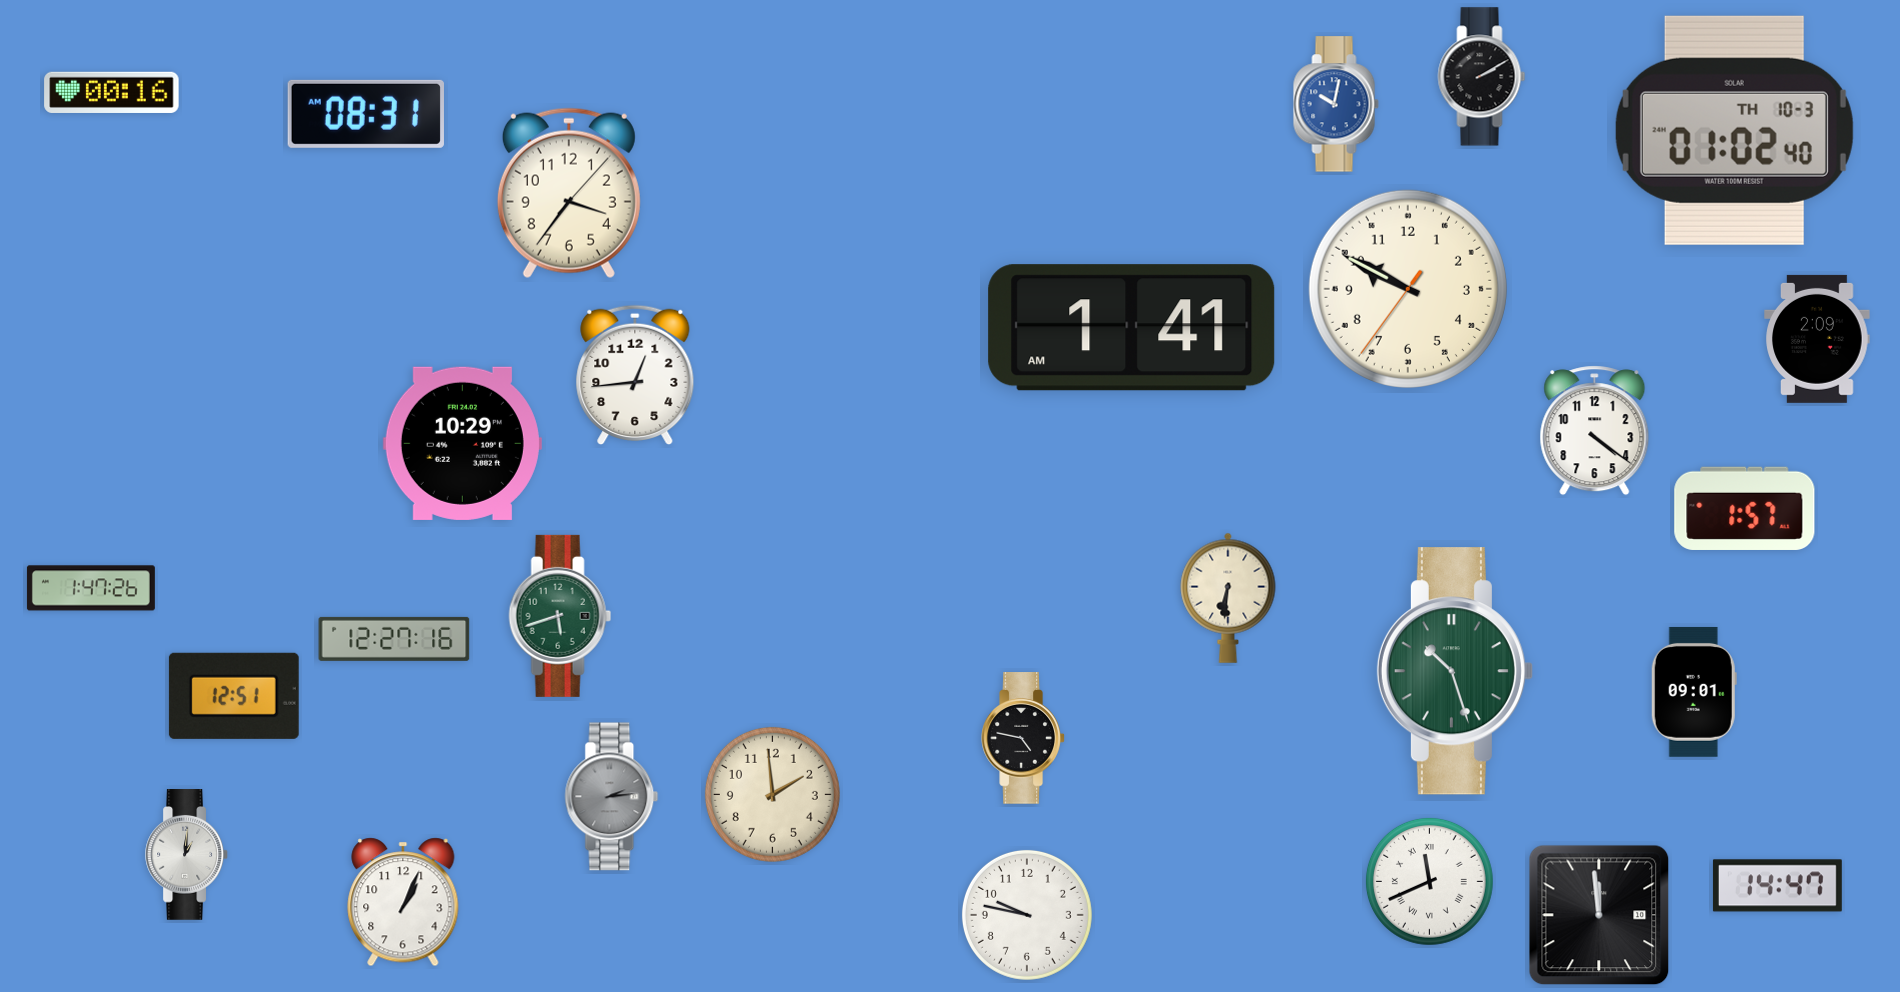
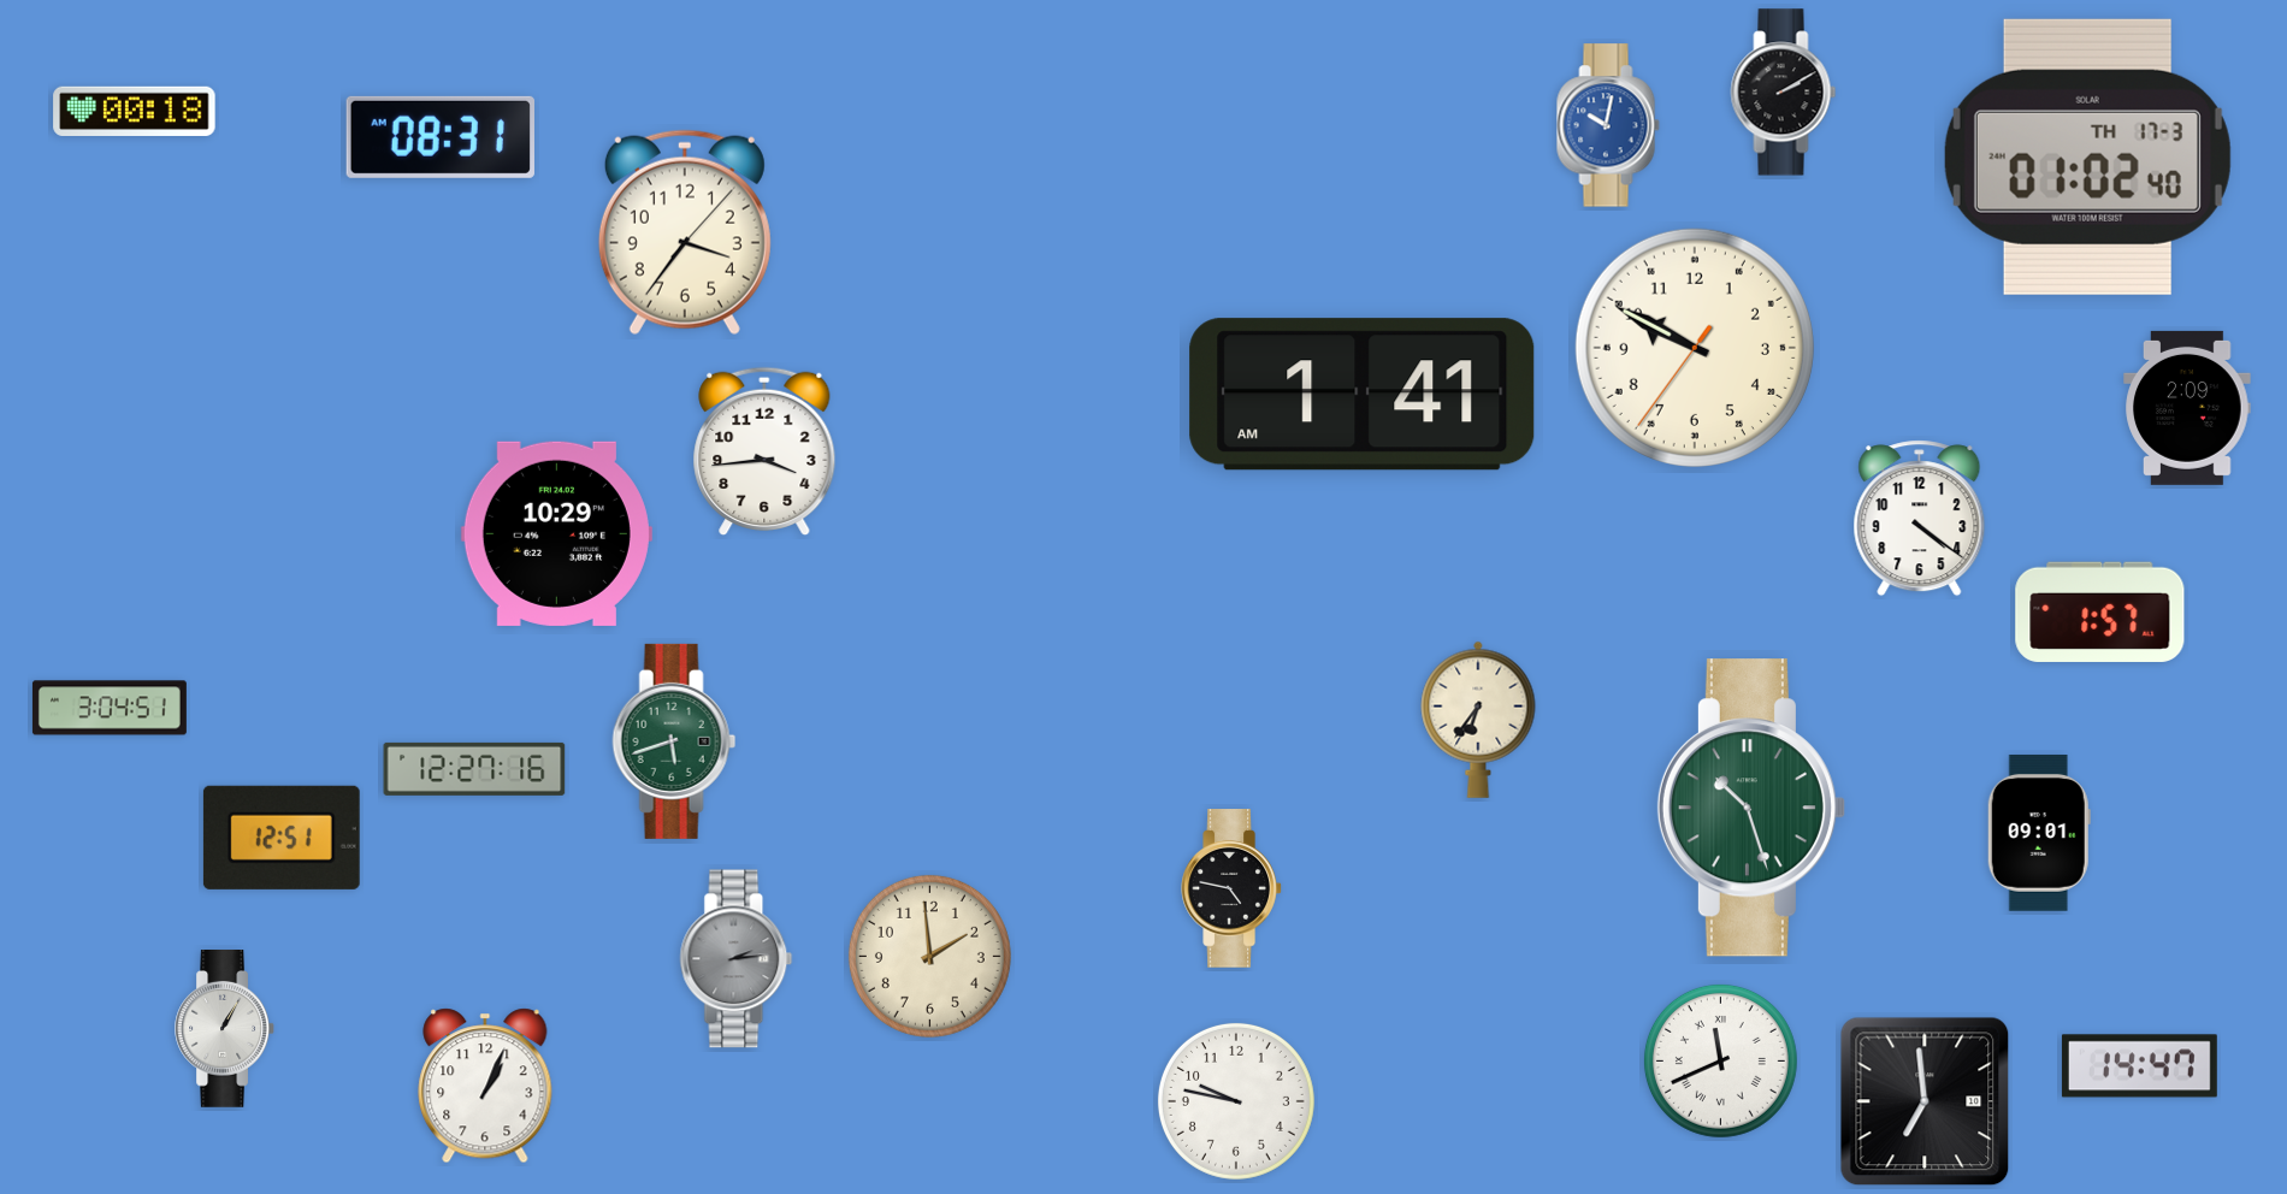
clock at (112, 92): 00:16 -> 00:18
clock at (1734, 130) date: TH 10-3 -> TH 17-3
clock at (635, 374): 12:44 -> 3:44
clock at (91, 588): 1:47 -> 3:04
clock at (1228, 598): 6:31 -> 6:36
clock at (186, 855): 1:01 -> 1:05
clock at (1599, 915): 11:59 -> 6:59
